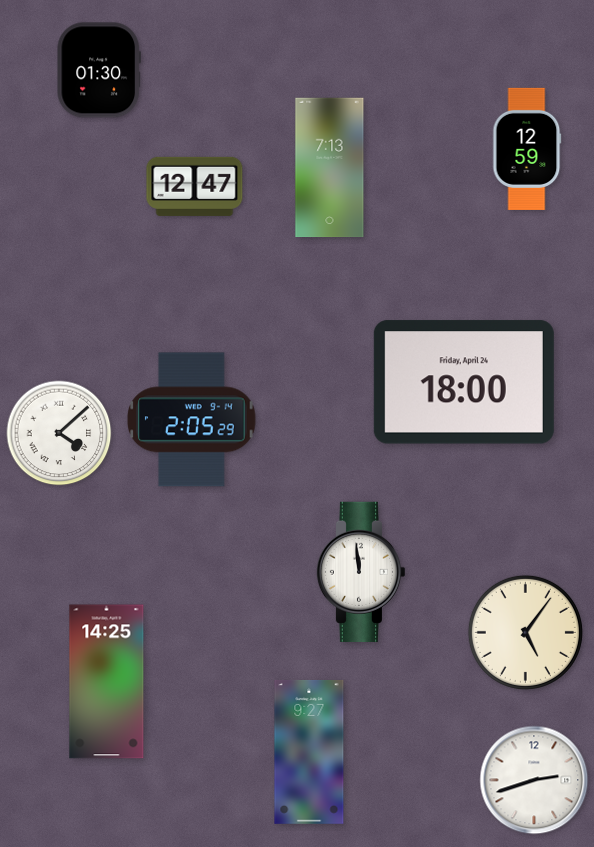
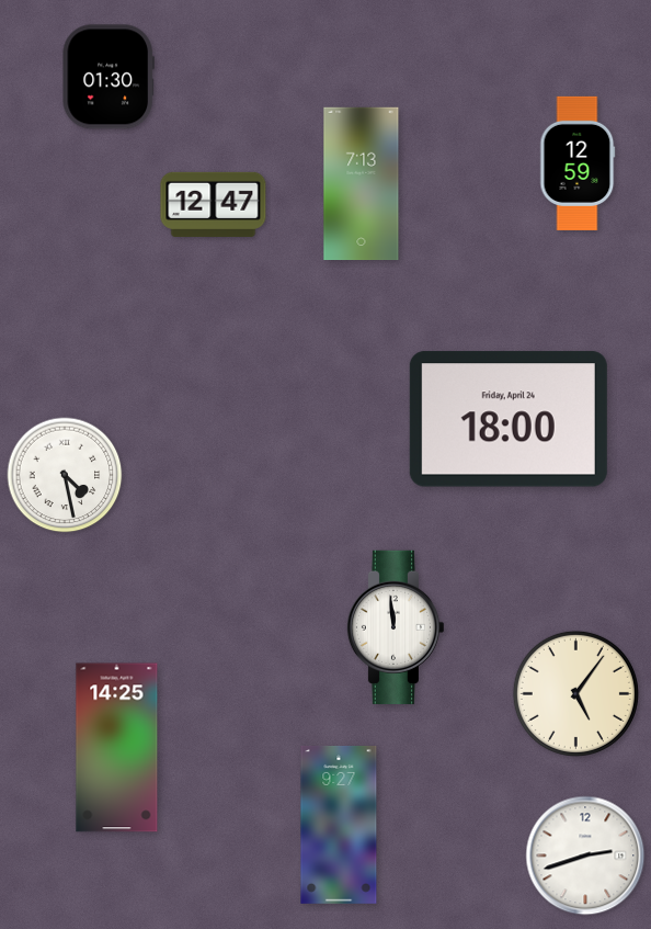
clock at (192, 420): 2:05 -> none
clock at (59, 433): 4:08 -> 4:28
